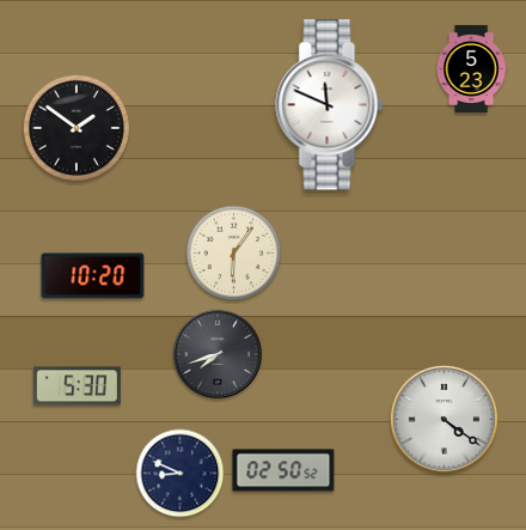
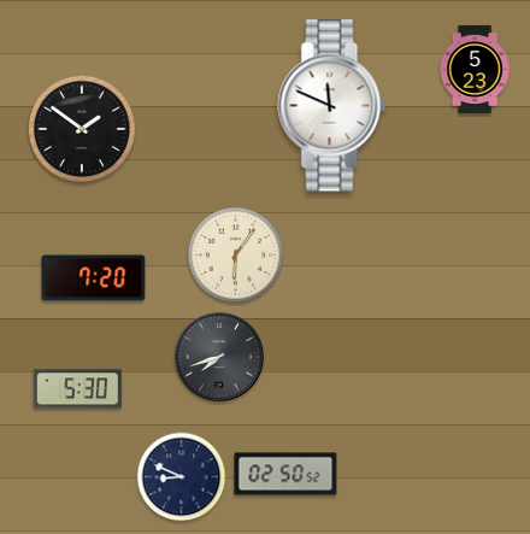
clock at (77, 128) position: (77, 128) -> (82, 129)
clock at (93, 276): 10:20 -> 7:20
clock at (444, 419): 4:21 -> none
